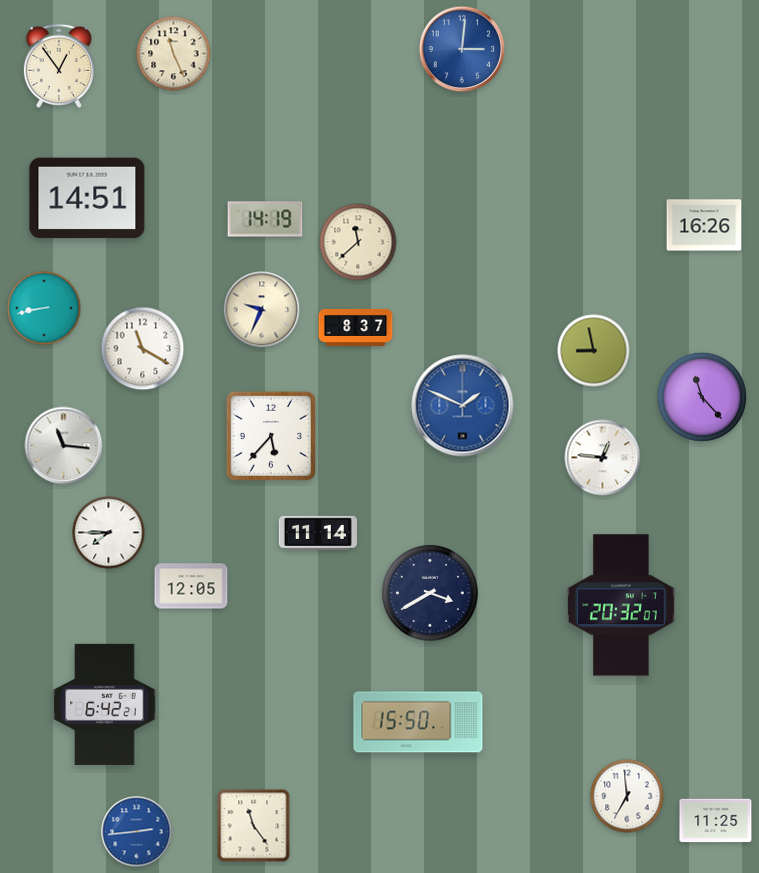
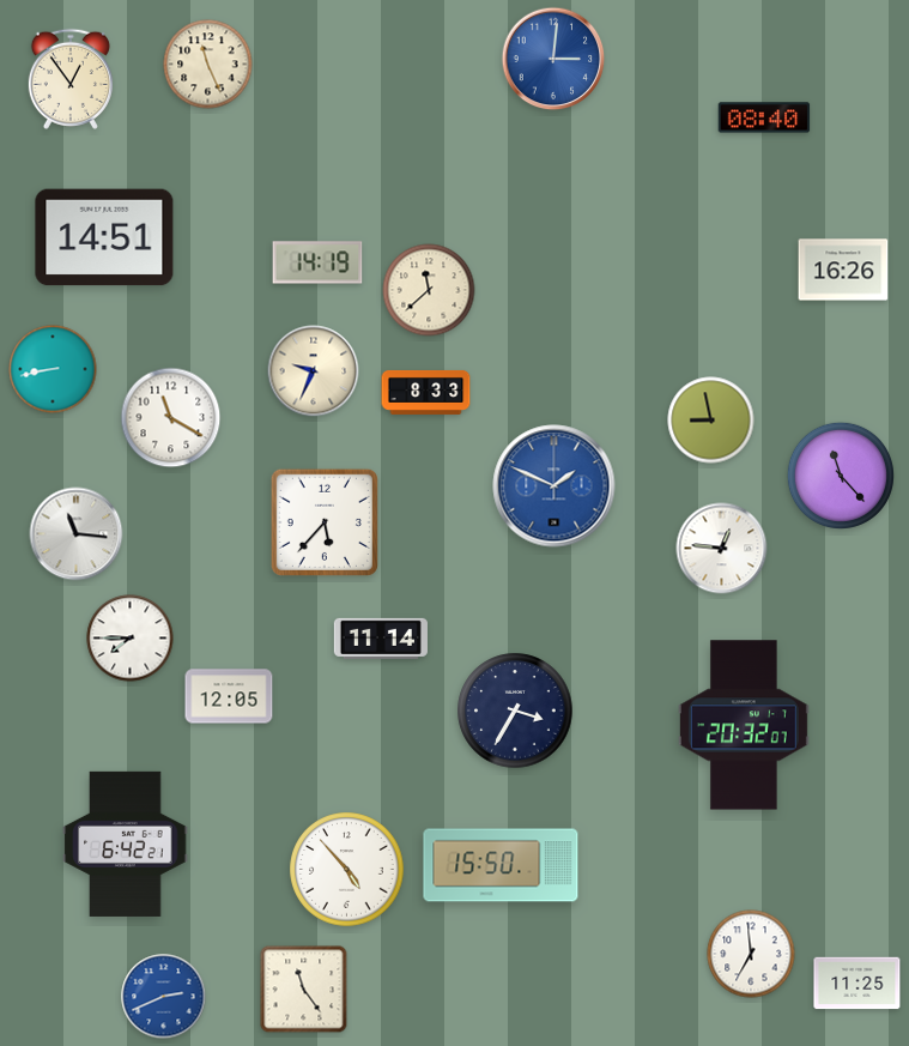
clock at (764, 117): none -> 08:40
clock at (356, 327): 8:37 -> 8:33
clock at (191, 586) position: (191, 586) -> (229, 696)
clock at (430, 593): 3:40 -> 3:35
clock at (347, 870): none -> 4:53
clock at (137, 832): 2:44 -> 2:41
